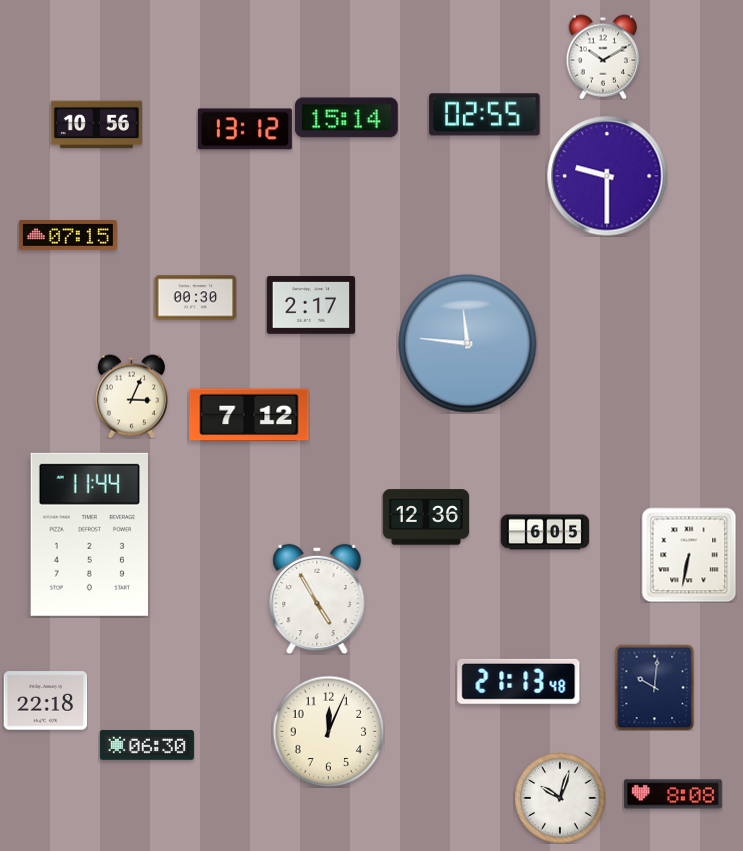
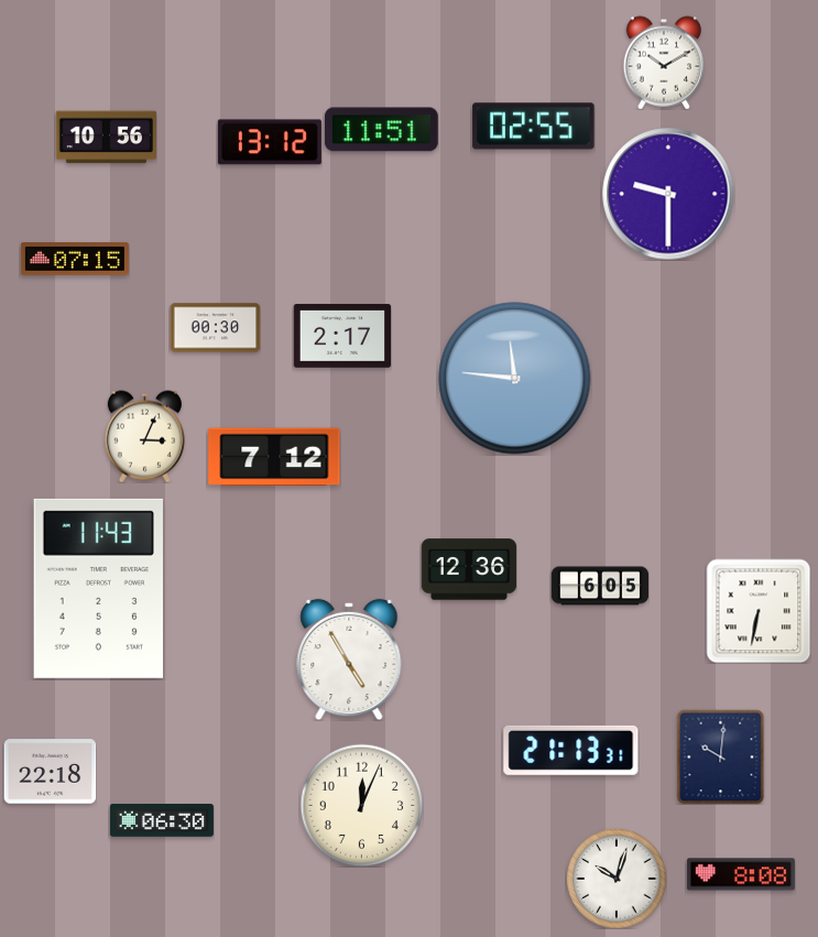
clock at (346, 118): 15:14 -> 11:51
clock at (89, 534): 11:44 -> 11:43
clock at (519, 681): 21:13:48 -> 21:13:31
